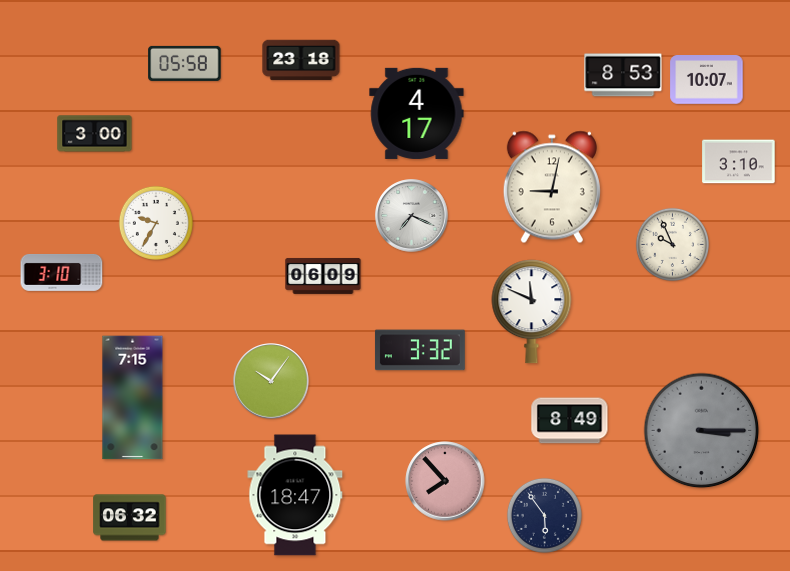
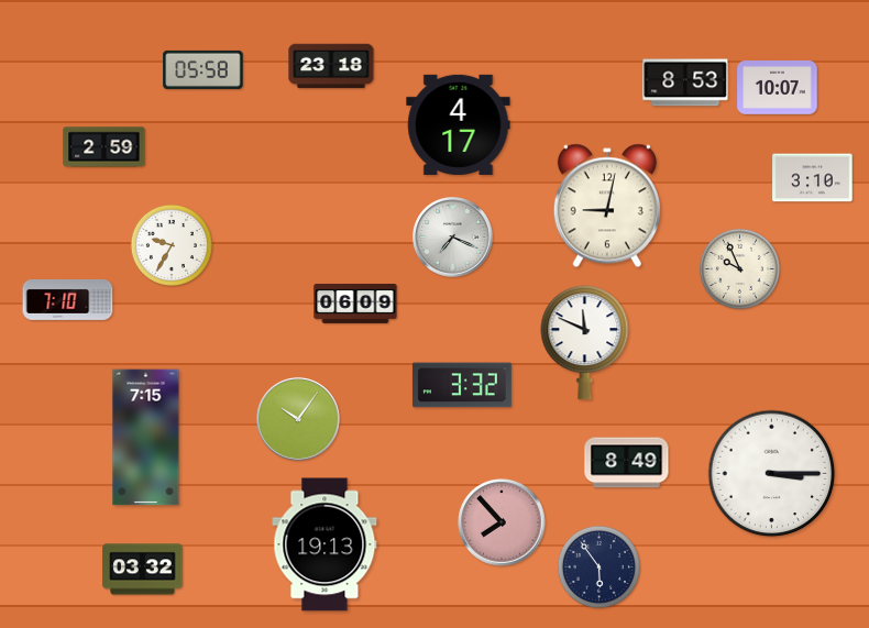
clock at (95, 134): 3:00 -> 2:59
clock at (62, 272): 3:10 -> 7:10
clock at (702, 431) dial: grey -> white
clock at (445, 481) position: (445, 481) -> (502, 522)
clock at (295, 495): 18:47 -> 19:13
clock at (130, 518): 06:32 -> 03:32
